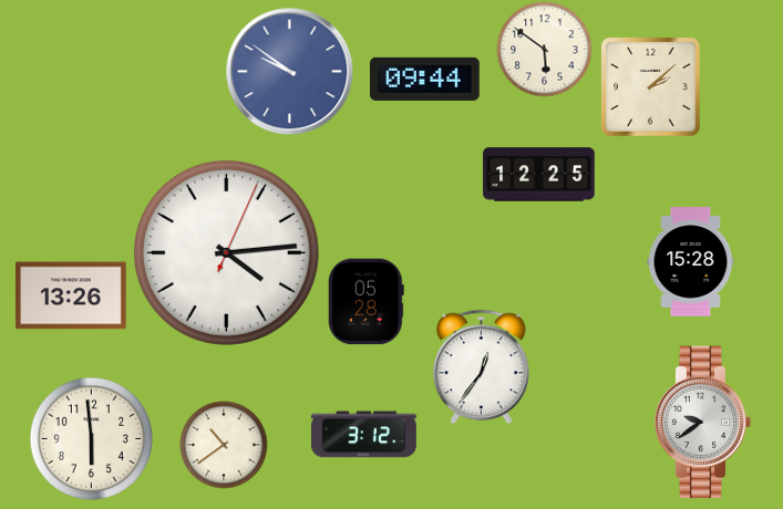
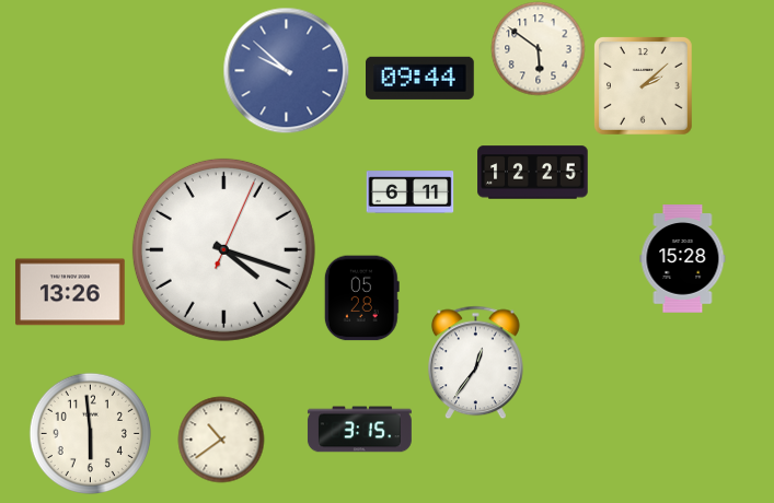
clock at (289, 71): 9:51 -> 9:52
clock at (409, 192): none -> 6:11
clock at (226, 252): 4:14 -> 4:18
clock at (703, 423): 9:39 -> none
clock at (363, 435): 3:12 -> 3:15
